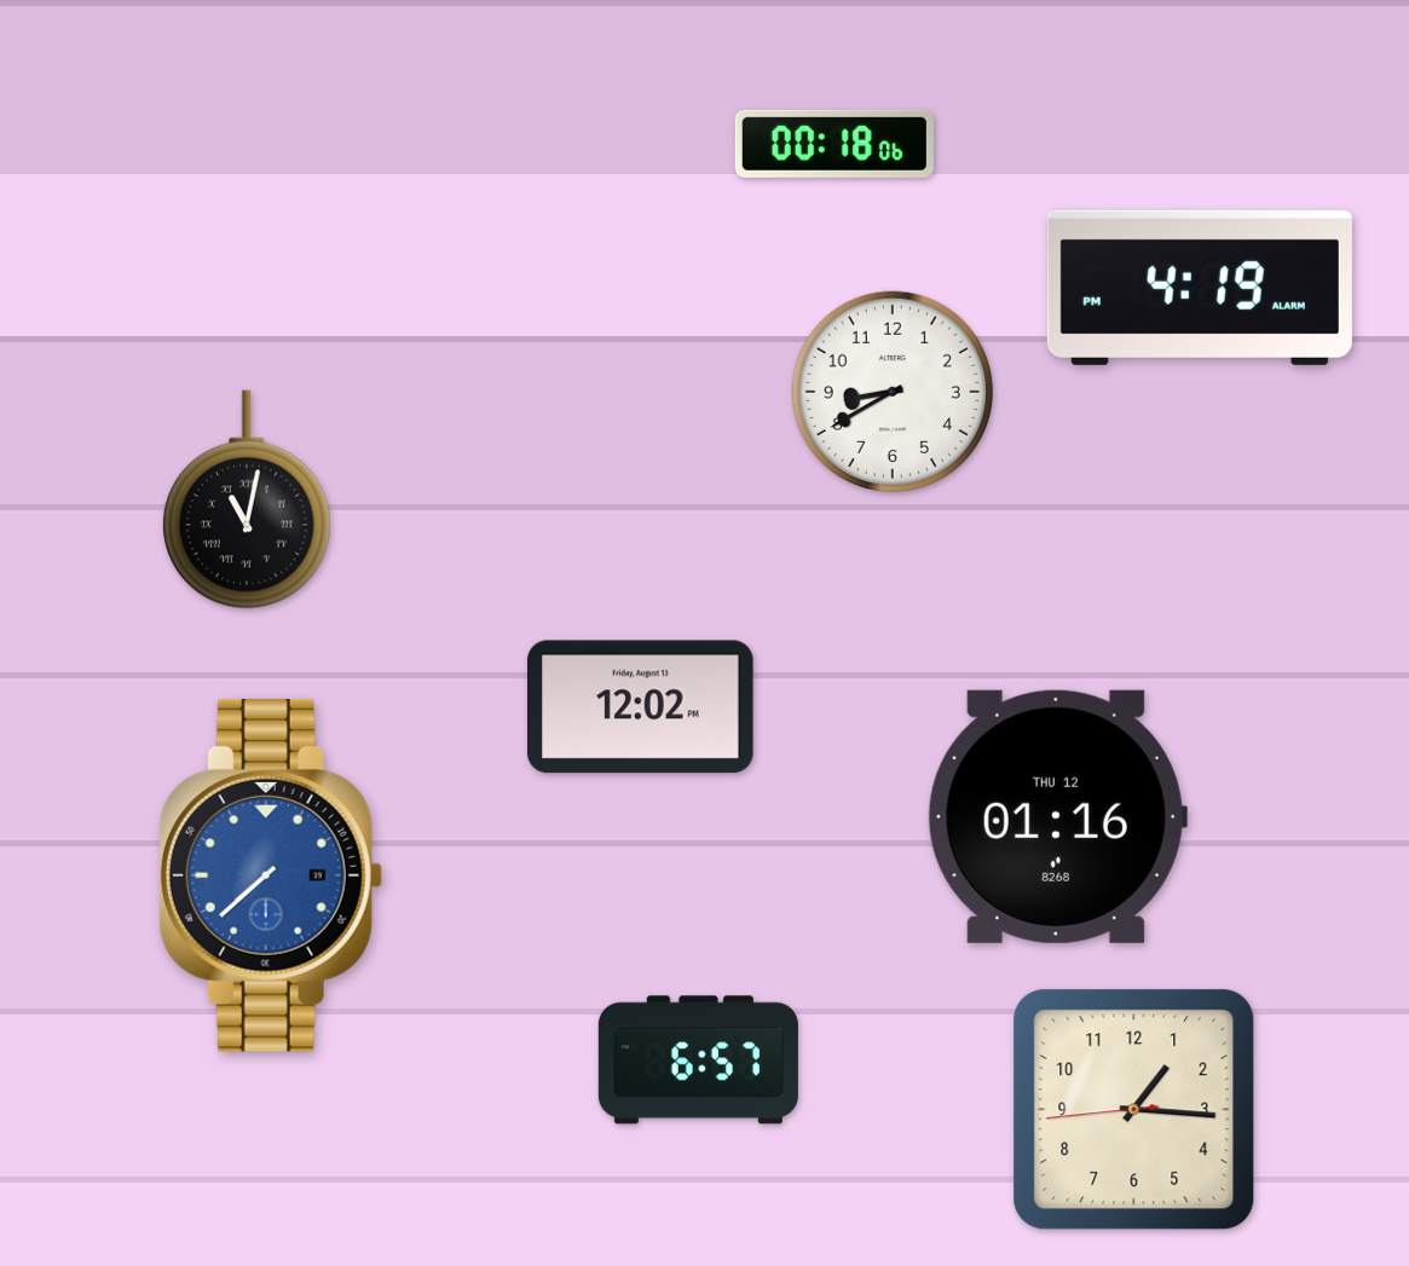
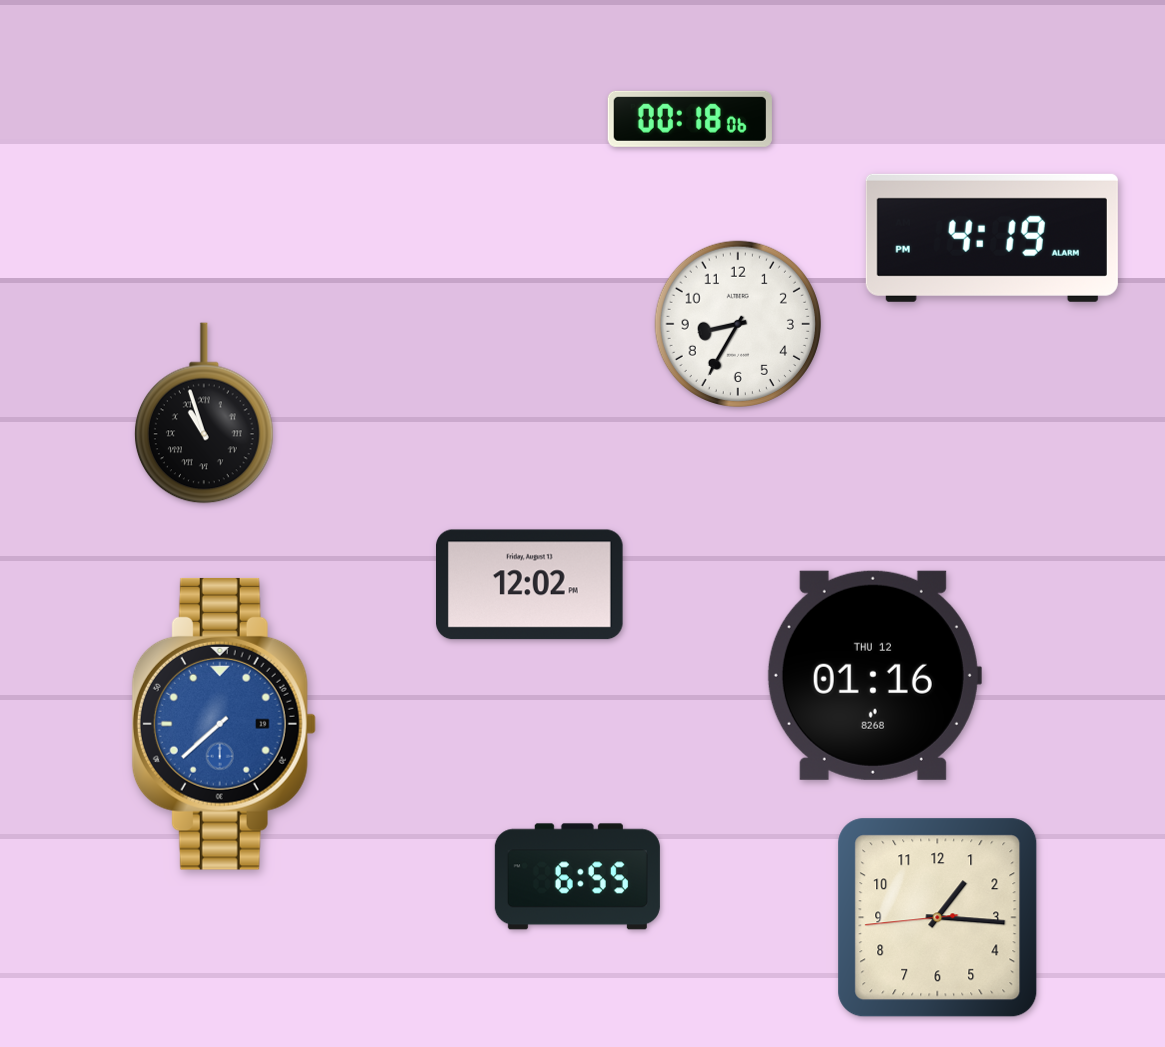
clock at (893, 392): 8:40 -> 8:35
clock at (247, 499): 11:02 -> 10:57
clock at (698, 1060): 6:57 -> 6:55
